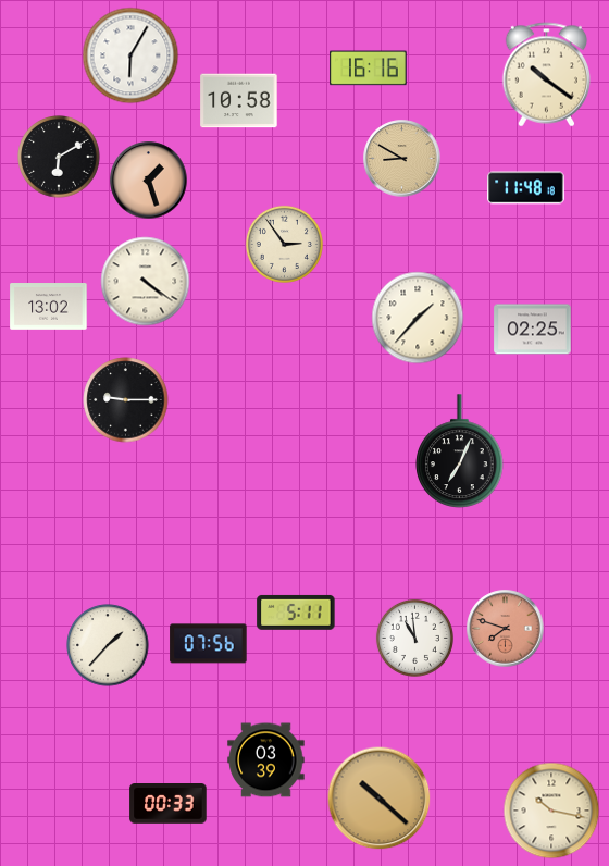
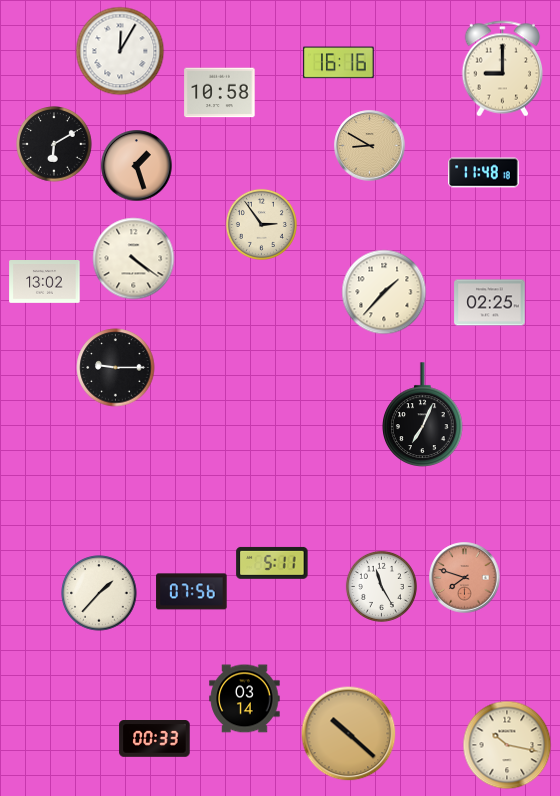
clock at (130, 55): 6:05 -> 12:05
clock at (547, 75): 10:21 -> 9:00
clock at (414, 638): 10:59 -> 11:25
clock at (266, 760): 03:39 -> 03:14
